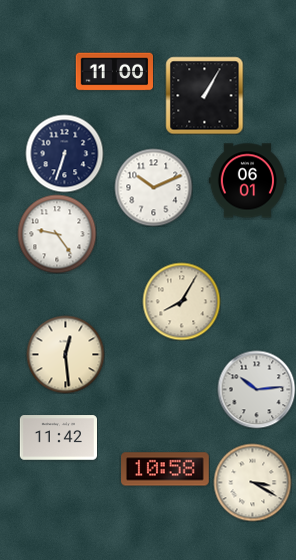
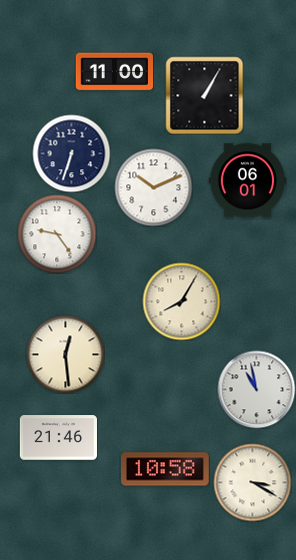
clock at (64, 153) position: (64, 153) -> (71, 153)
clock at (256, 389): 10:14 -> 10:58
clock at (58, 438): 11:42 -> 21:46
